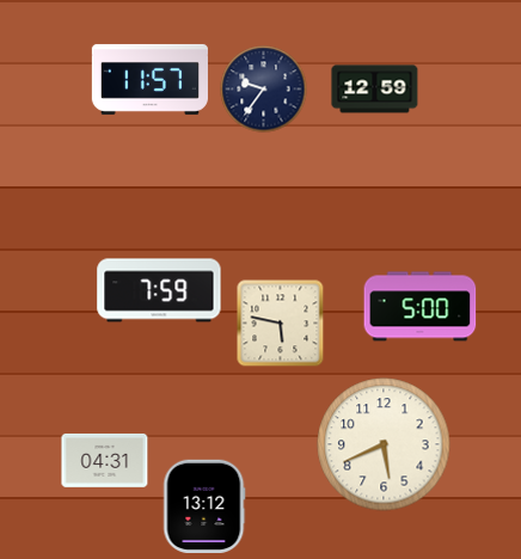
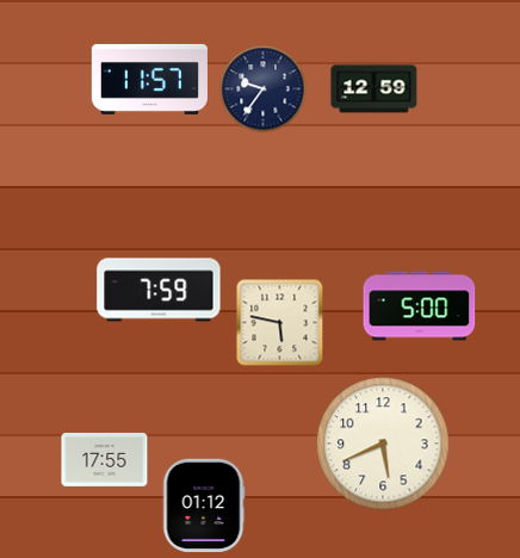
clock at (105, 460): 04:31 -> 17:55
clock at (204, 506): 13:12 -> 01:12
